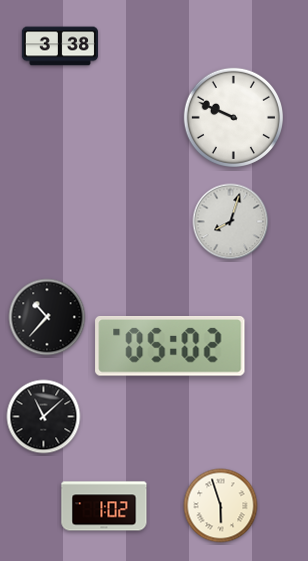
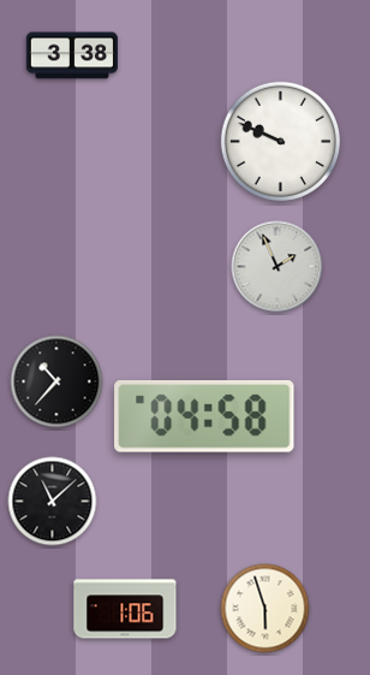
clock at (231, 222): 8:03 -> 1:56
clock at (170, 347): 05:02 -> 04:58
clock at (104, 506): 1:02 -> 1:06
